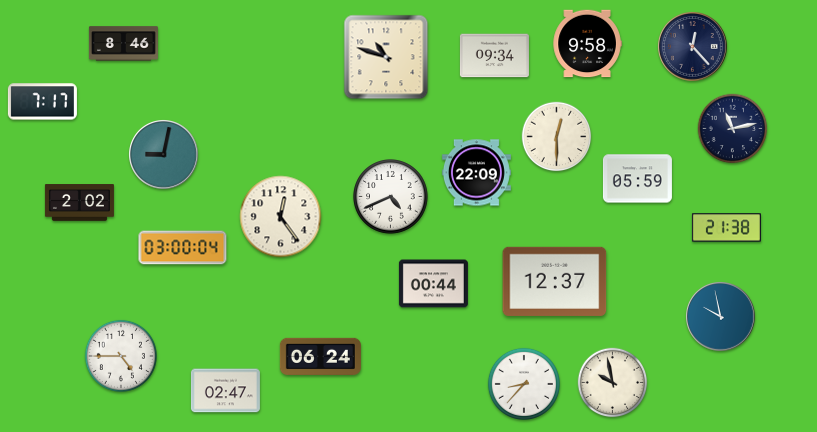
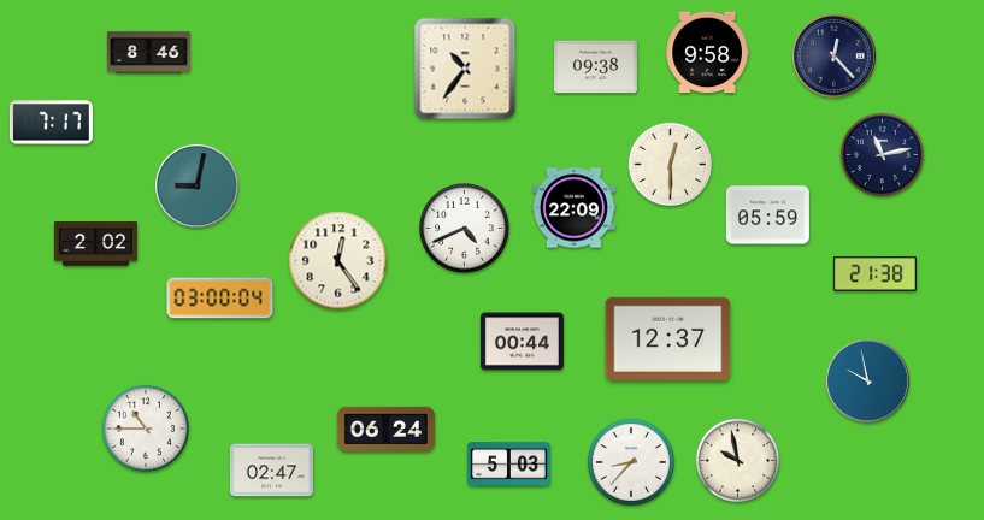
clock at (494, 56): 09:34 -> 09:38
clock at (386, 57): 10:48 -> 10:36
clock at (391, 197) position: (391, 197) -> (465, 229)
clock at (121, 356): 4:45 -> 10:45
clock at (508, 465): none -> 5:03
